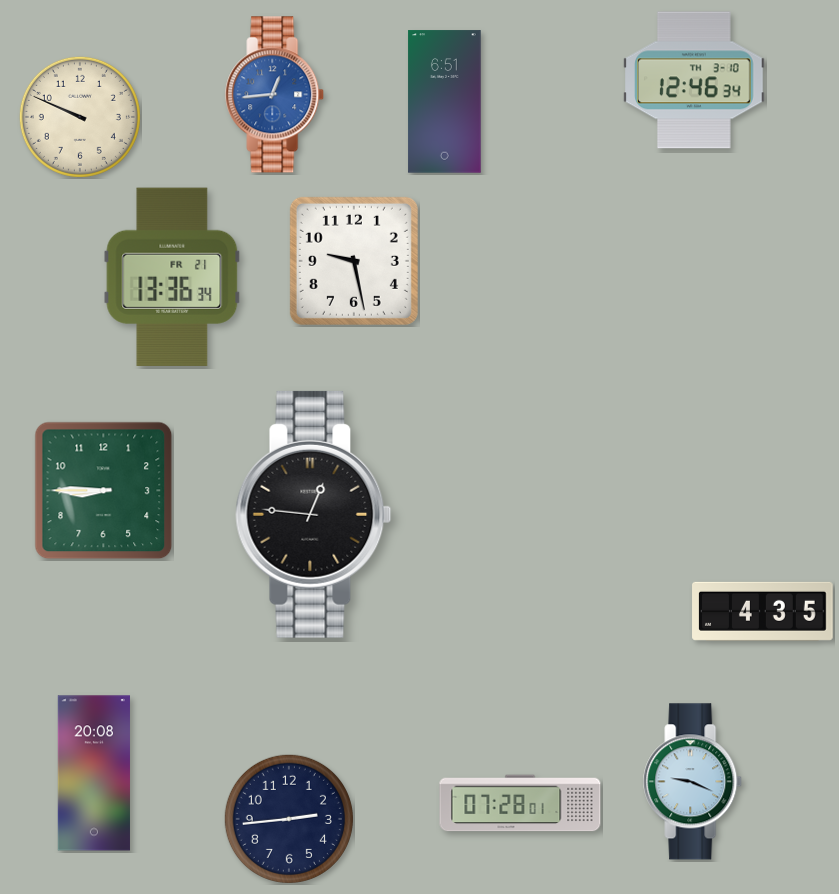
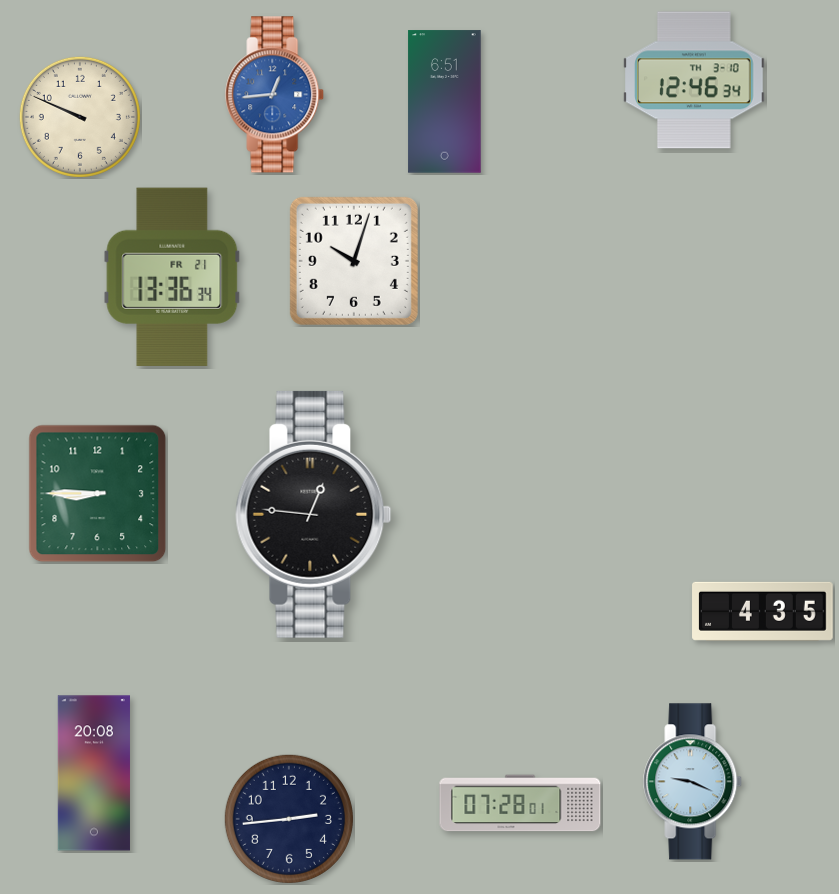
clock at (354, 261): 9:28 -> 10:03
clock at (104, 491) position: (104, 491) -> (98, 494)
